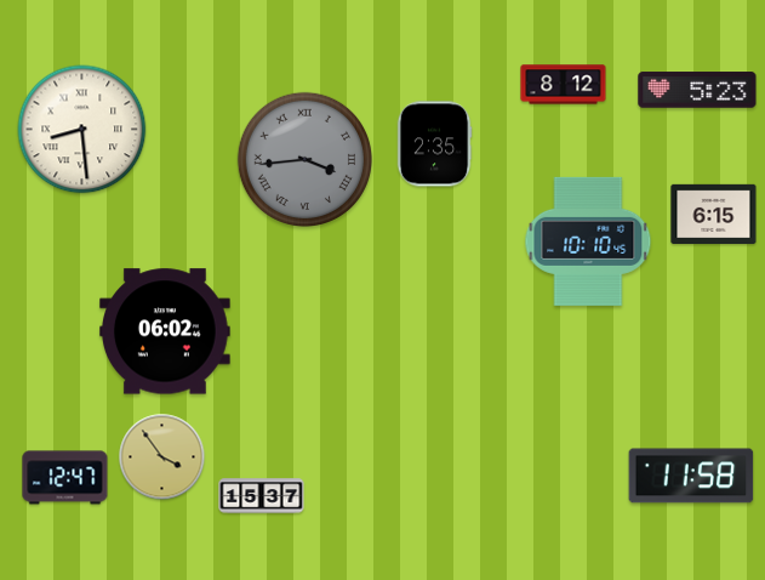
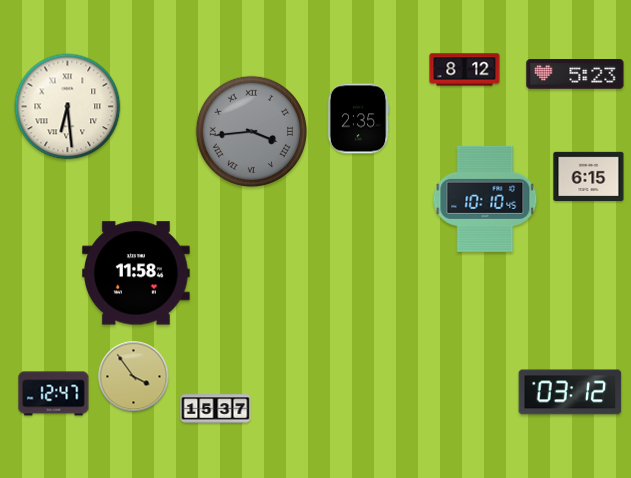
clock at (82, 130): 8:29 -> 6:29
clock at (166, 331): 06:02 -> 11:58
clock at (691, 476): 11:58 -> 03:12
